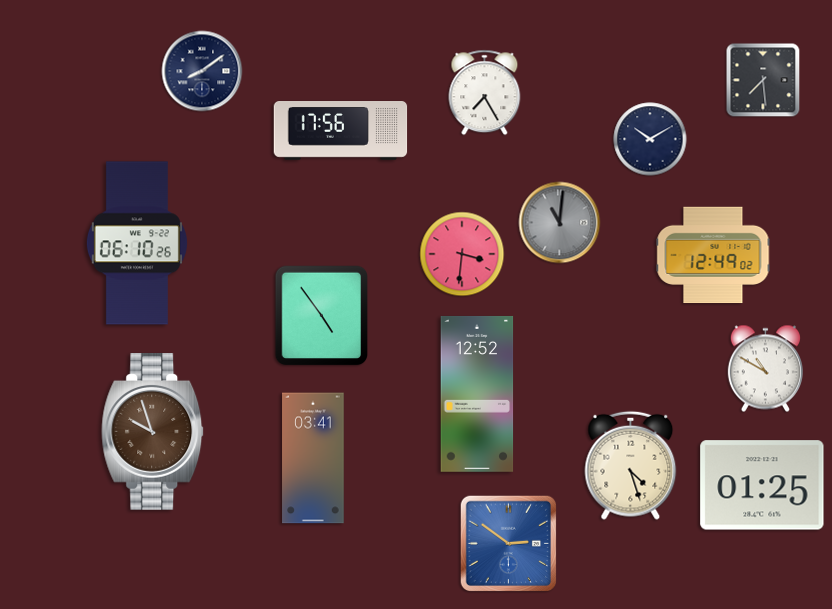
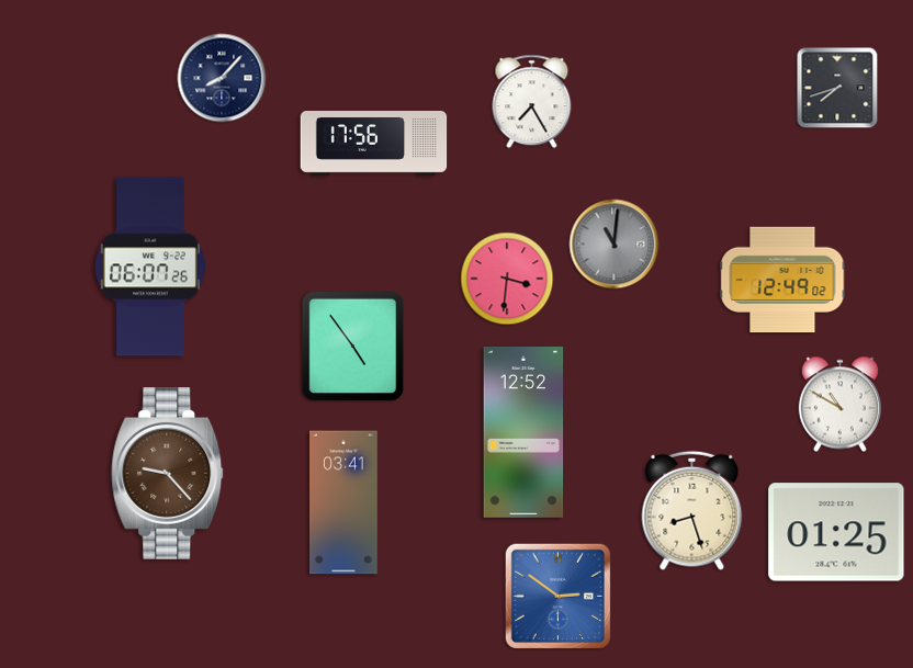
clock at (202, 71): 8:09 -> 8:07
clock at (763, 80): 7:29 -> 7:42
clock at (650, 139): 10:10 -> none
clock at (137, 243): 06:10 -> 06:07
clock at (153, 432): 9:57 -> 9:23
clock at (631, 465): 4:27 -> 8:27
